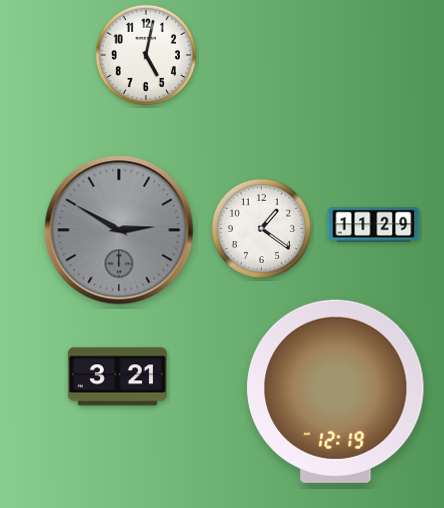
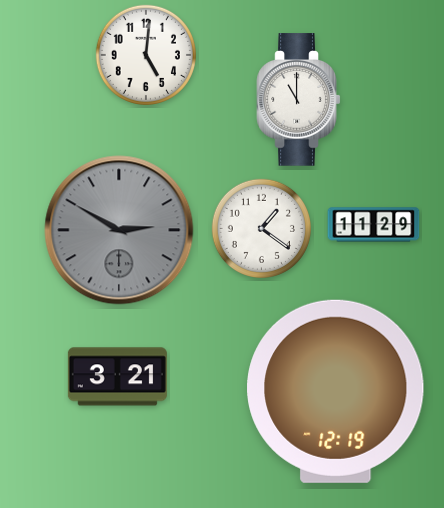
clock at (146, 55): 5:02 -> 5:01
clock at (299, 100): none -> 11:00
